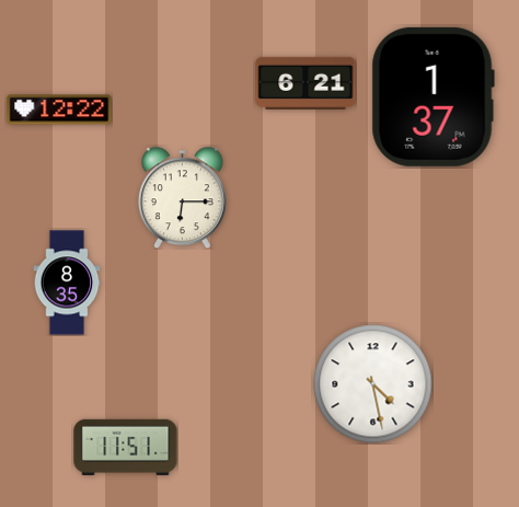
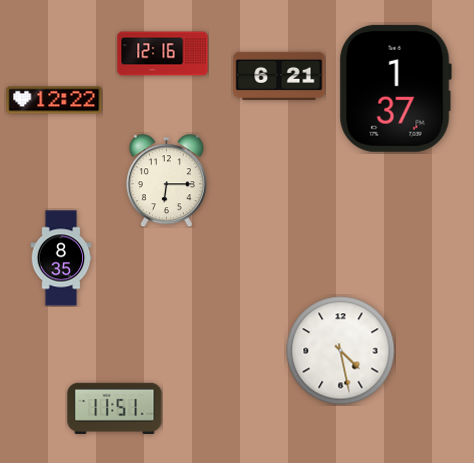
clock at (163, 54): none -> 12:16
